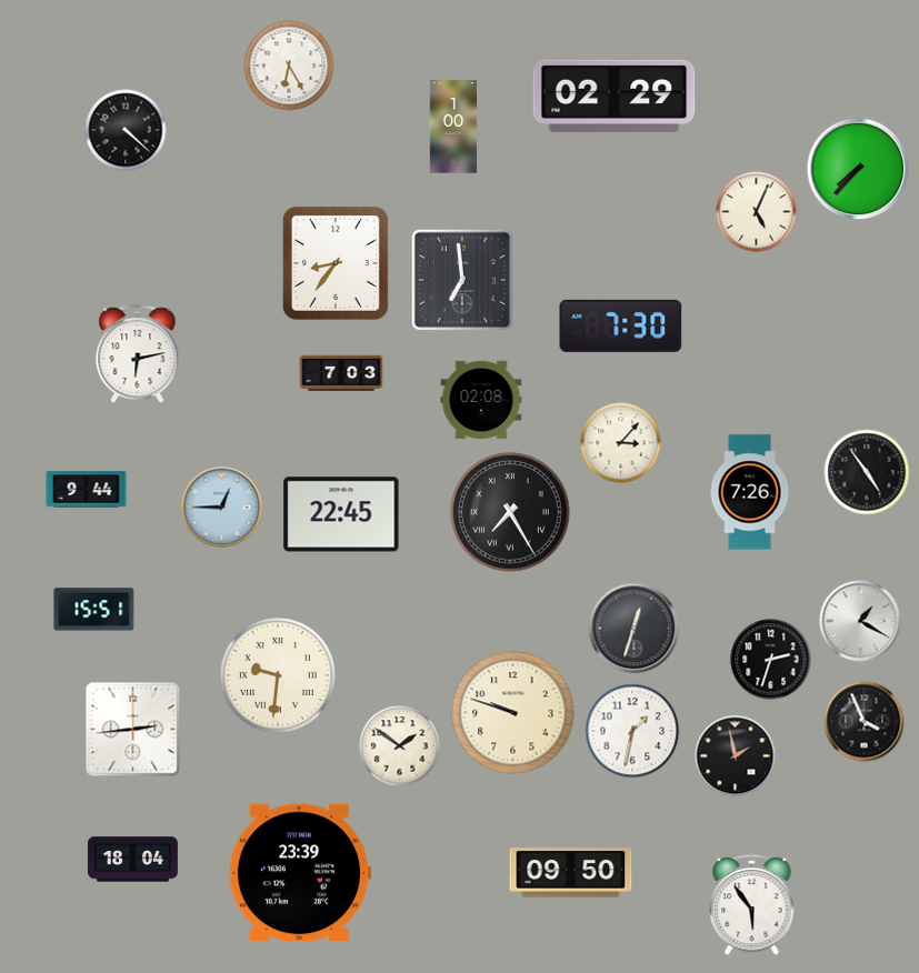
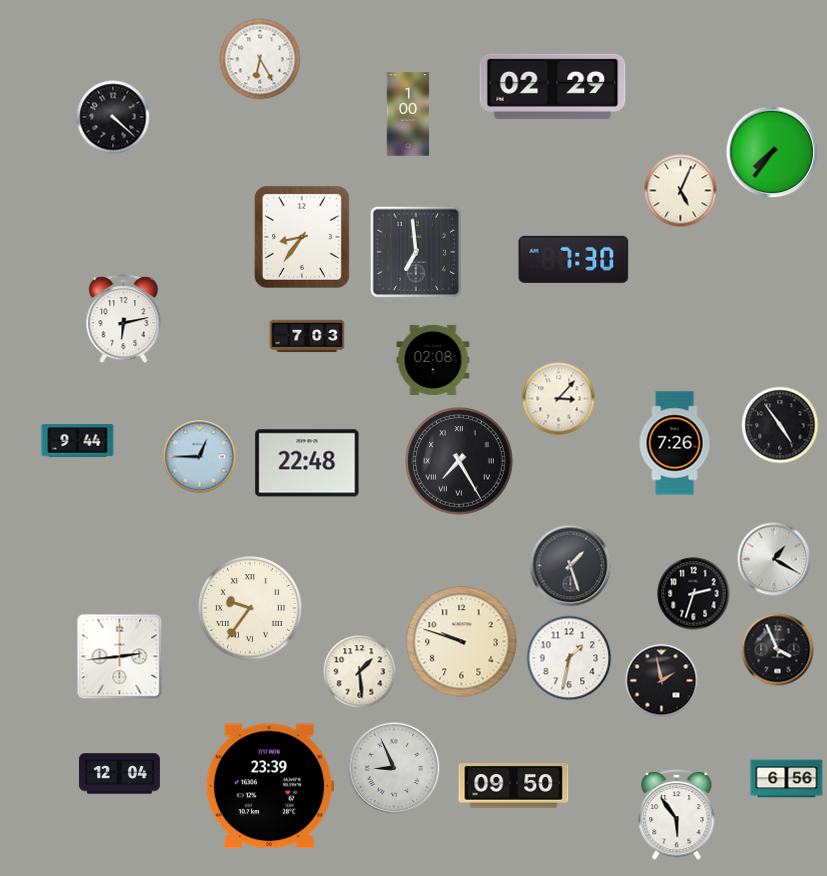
clock at (858, 169): 7:37 -> 7:36
clock at (621, 325) position: (621, 325) -> (574, 259)
clock at (341, 514): 22:45 -> 22:48
clock at (94, 610): 15:51 -> none
clock at (635, 629): 12:33 -> 1:27
clock at (279, 676): 9:31 -> 9:36
clock at (400, 746): 1:51 -> 1:29
clock at (394, 768): none -> 8:56
clock at (132, 860): 18:04 -> 12:04
clock at (787, 779): none -> 6:56
